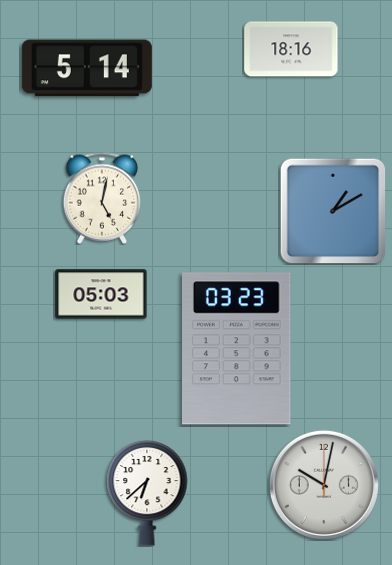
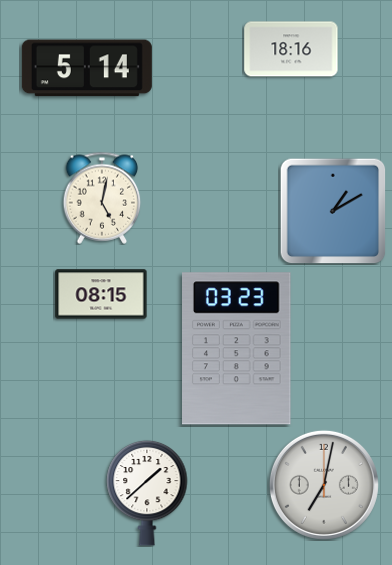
clock at (101, 294): 05:03 -> 08:15
clock at (324, 485): 10:02 -> 7:02
clock at (147, 493): 6:38 -> 1:38
